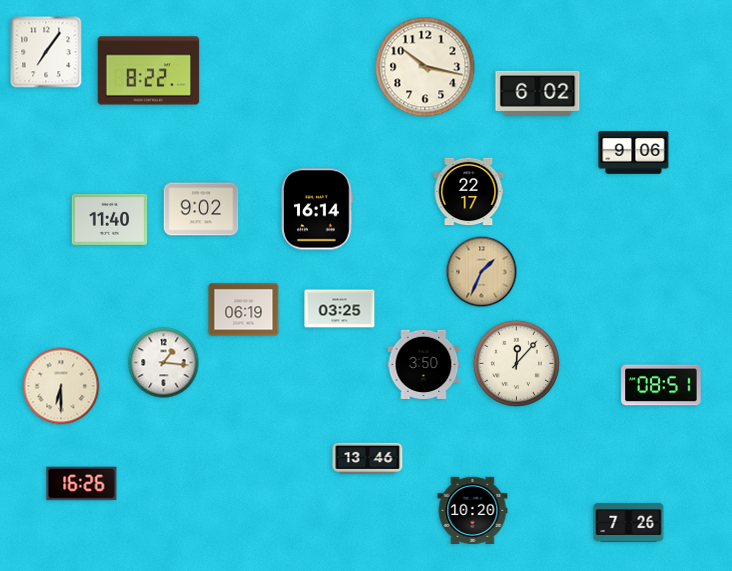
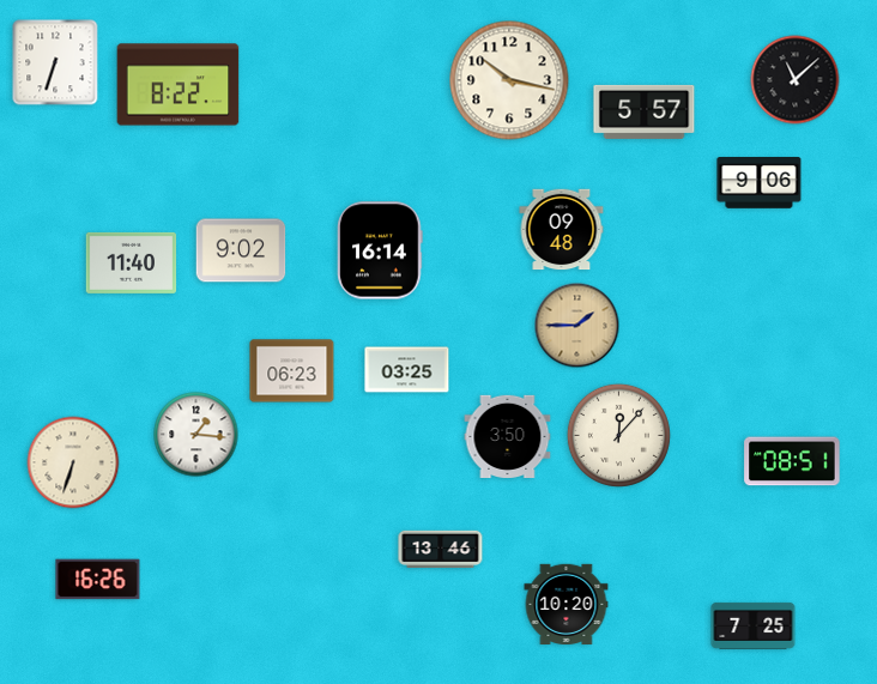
clock at (46, 52): 7:06 -> 6:33
clock at (796, 80): none -> 11:08
clock at (538, 93): 6:02 -> 5:57
clock at (469, 192): 22:17 -> 09:48
clock at (482, 272): 1:34 -> 1:45
clock at (244, 310): 06:19 -> 06:23
clock at (61, 386): 6:30 -> 6:33
clock at (473, 510) position: (473, 510) -> (567, 604)
clock at (629, 522): 7:26 -> 7:25
